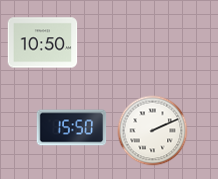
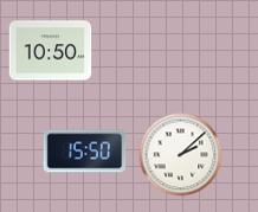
clock at (153, 131): 2:11 -> 2:08
